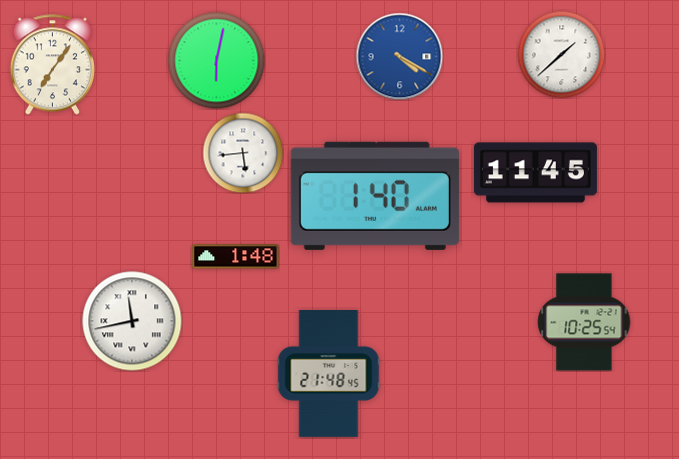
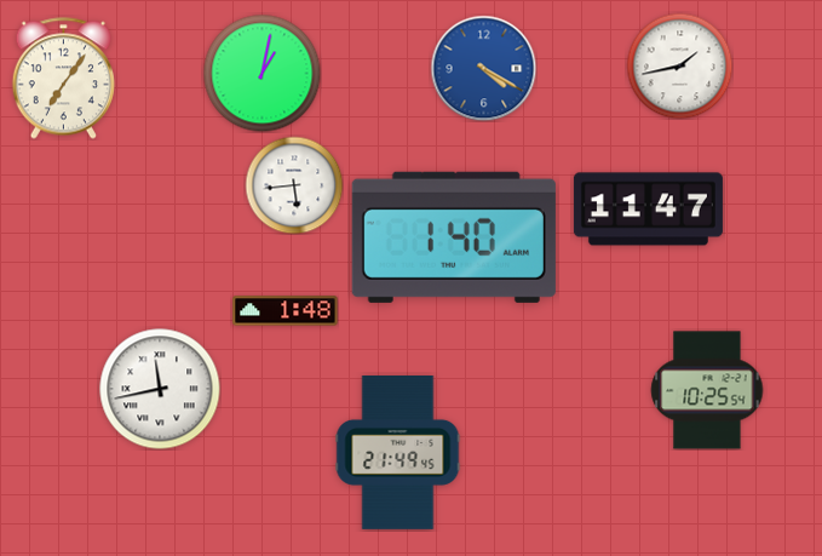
clock at (561, 54): 1:38 -> 1:43
clock at (216, 60): 6:02 -> 1:02
clock at (535, 173): 11:45 -> 11:47
clock at (329, 373): 21:48 -> 21:49
